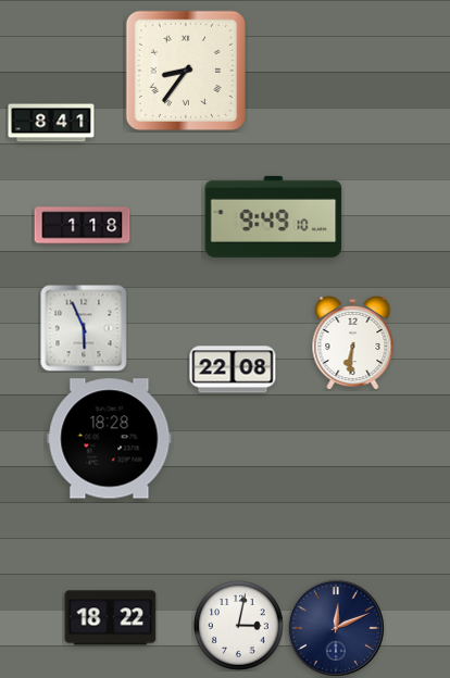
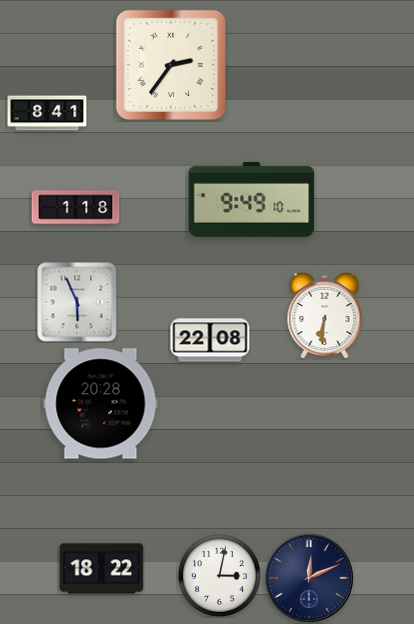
clock at (185, 70): 8:36 -> 2:36
clock at (233, 369) position: (233, 369) -> (210, 340)
clock at (110, 439): 18:28 -> 20:28
